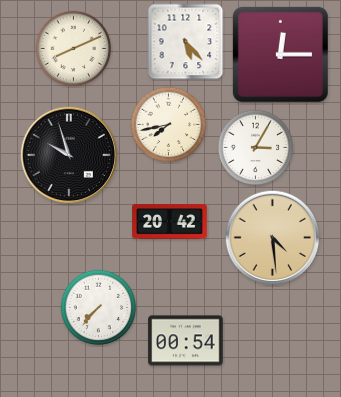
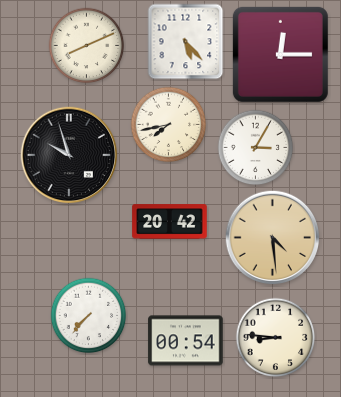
clock at (74, 49) position: (74, 49) -> (87, 46)
clock at (99, 308) position: (99, 308) -> (89, 316)
clock at (276, 338): none -> 8:46
